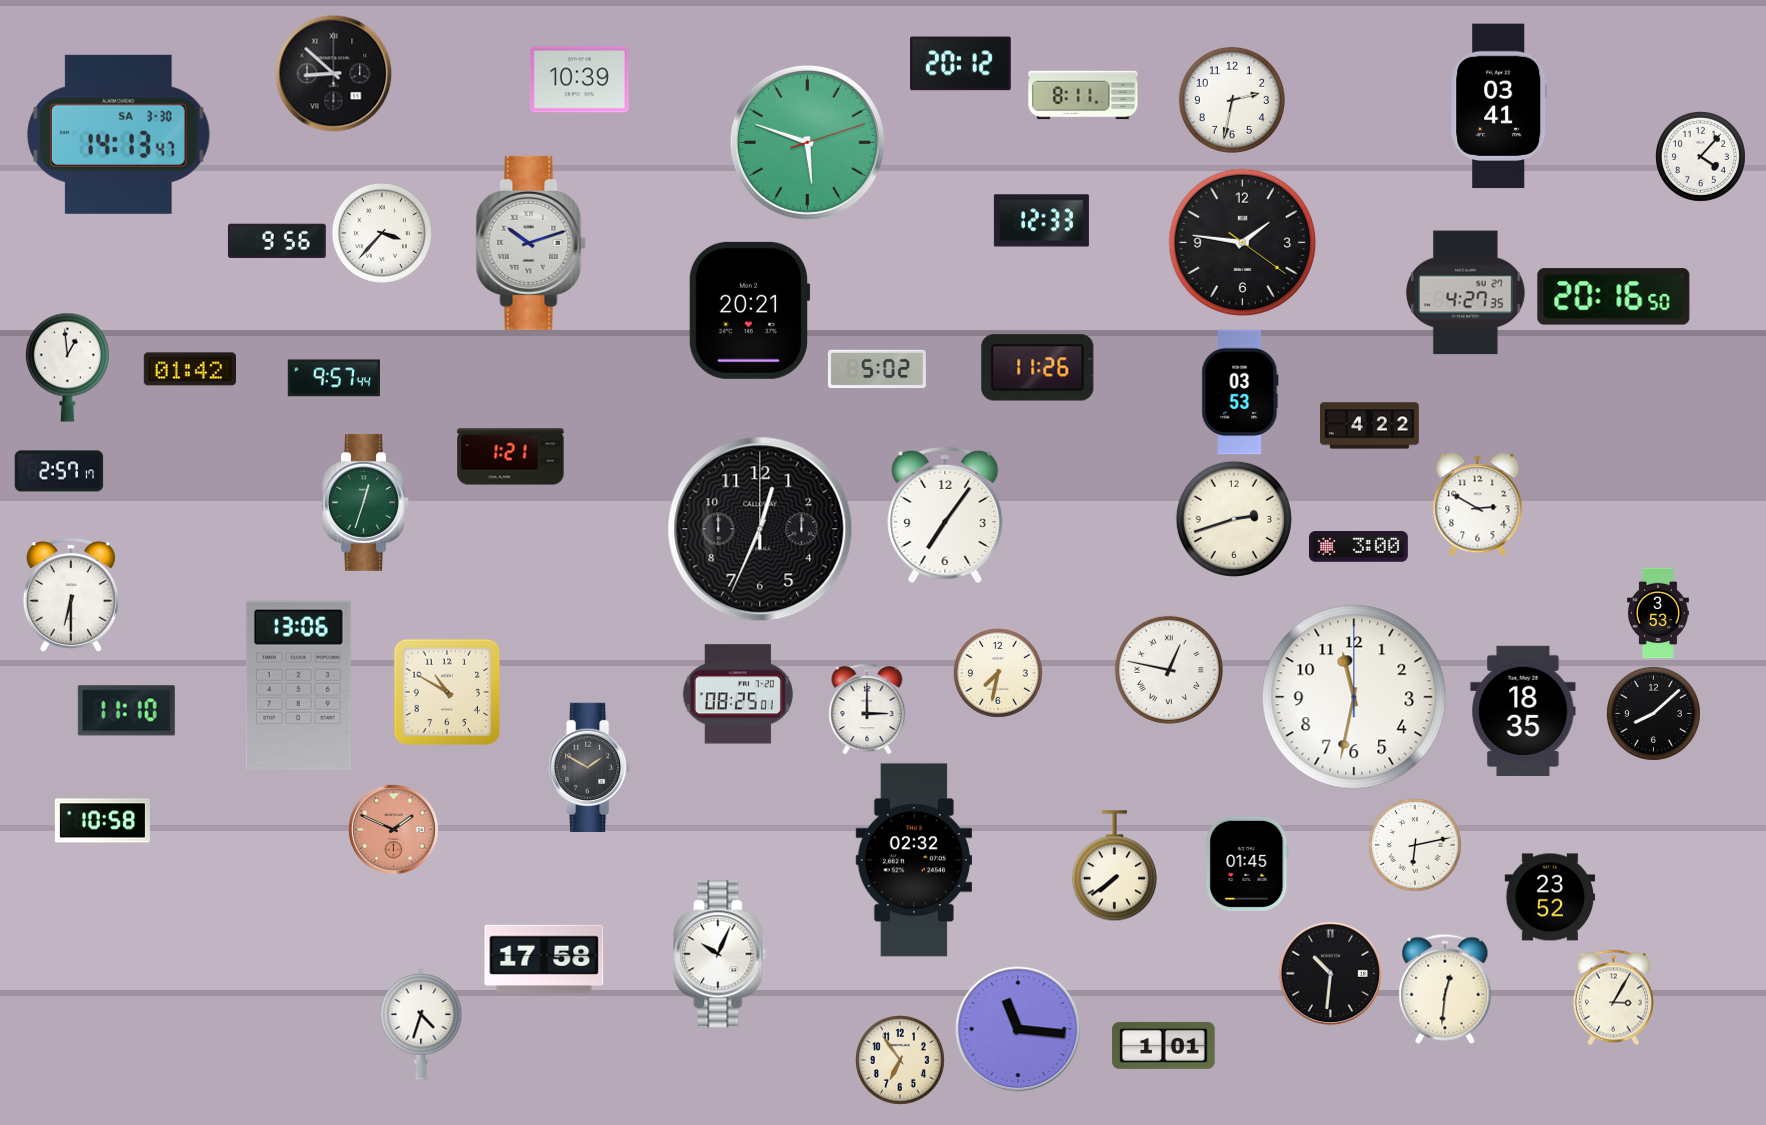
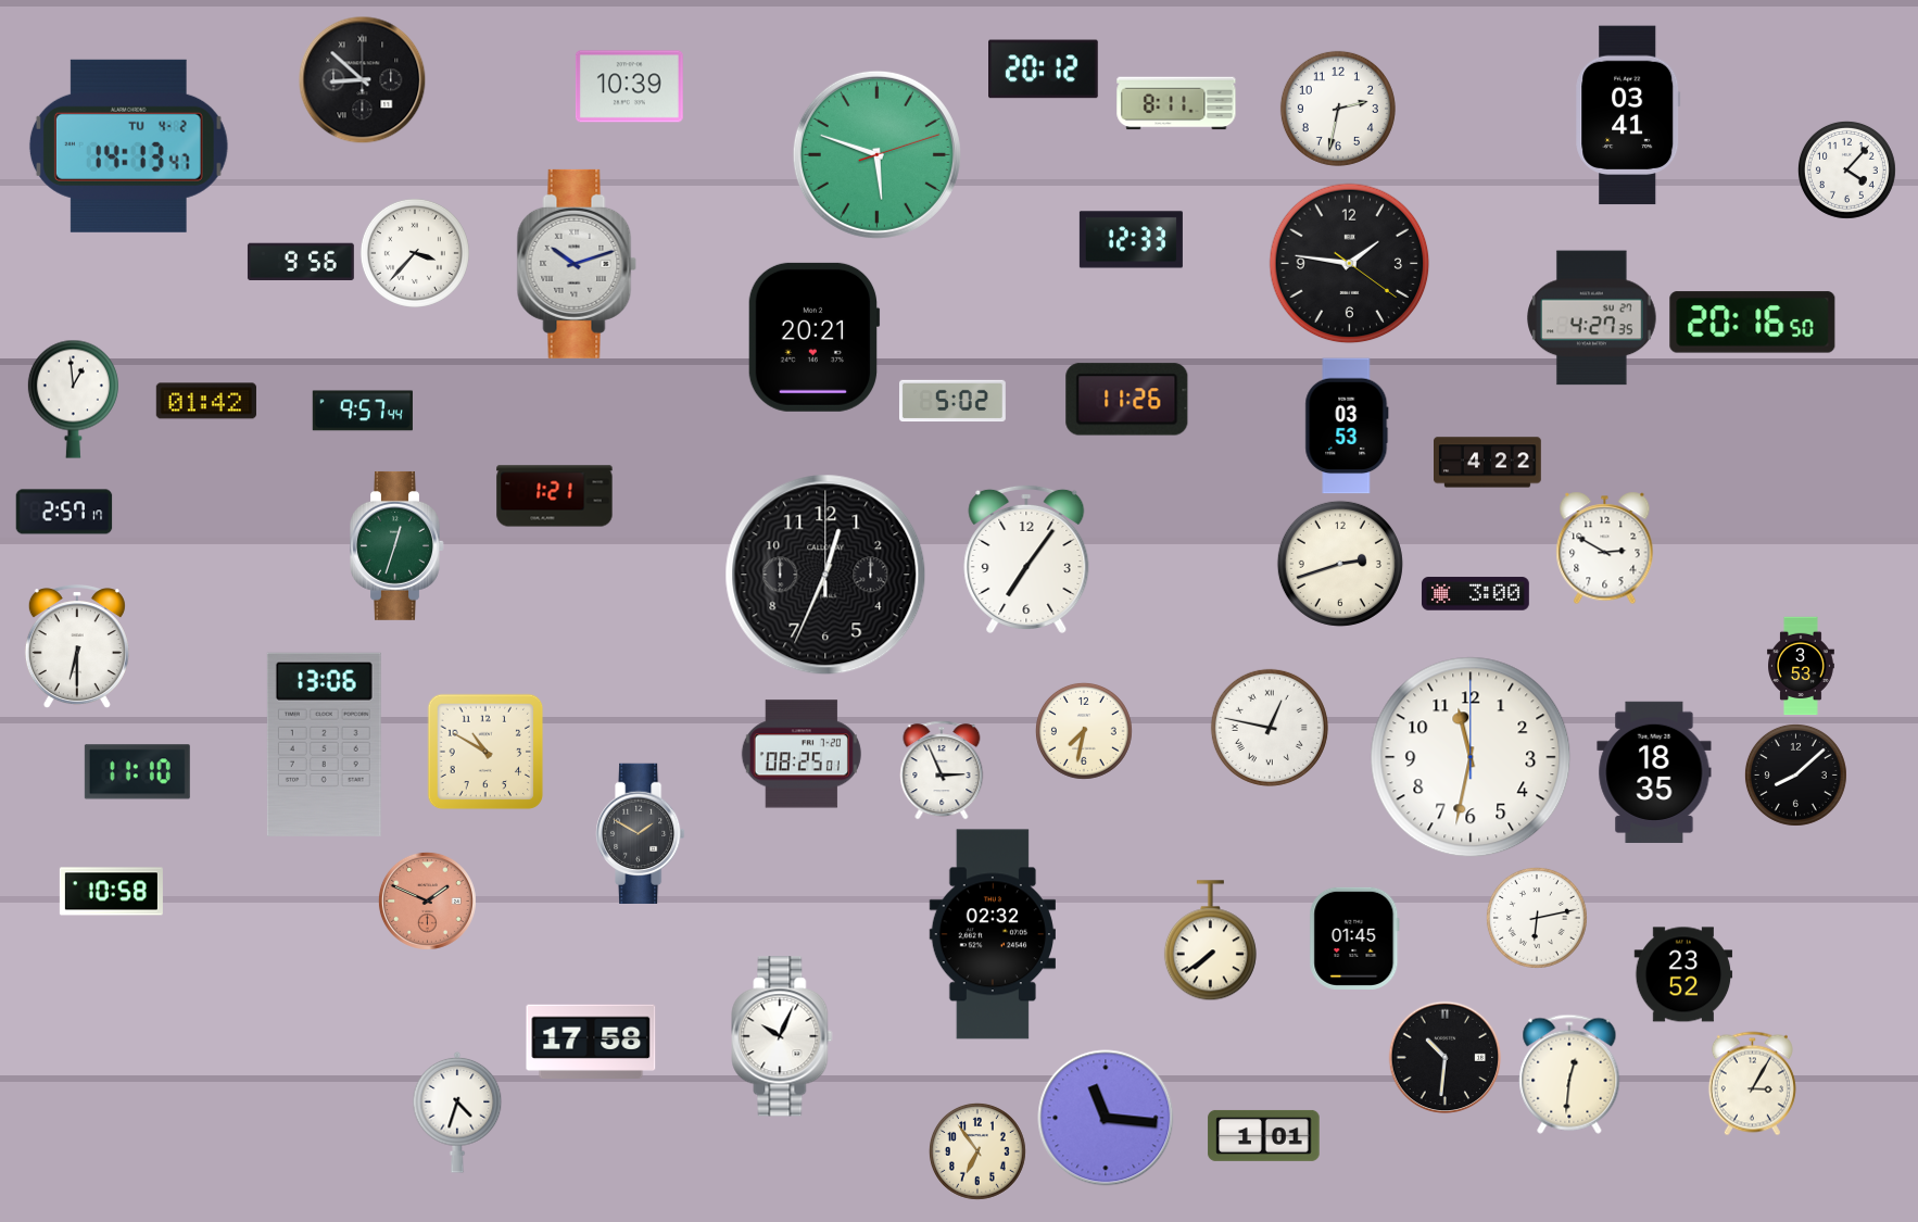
clock at (118, 134) date: SA 3-30 -> TU 4-2
clock at (867, 709): 3:00 -> 2:56
